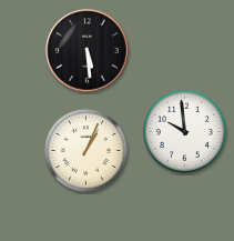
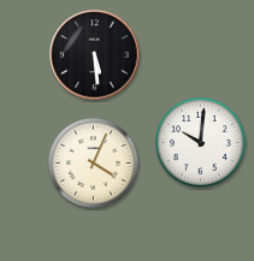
clock at (184, 131): 9:59 -> 10:01
clock at (85, 150): 1:04 -> 4:04
